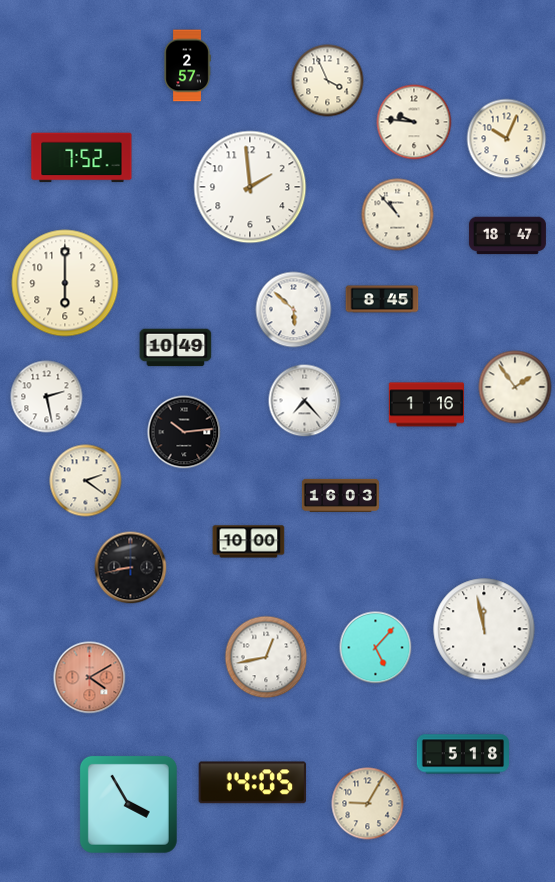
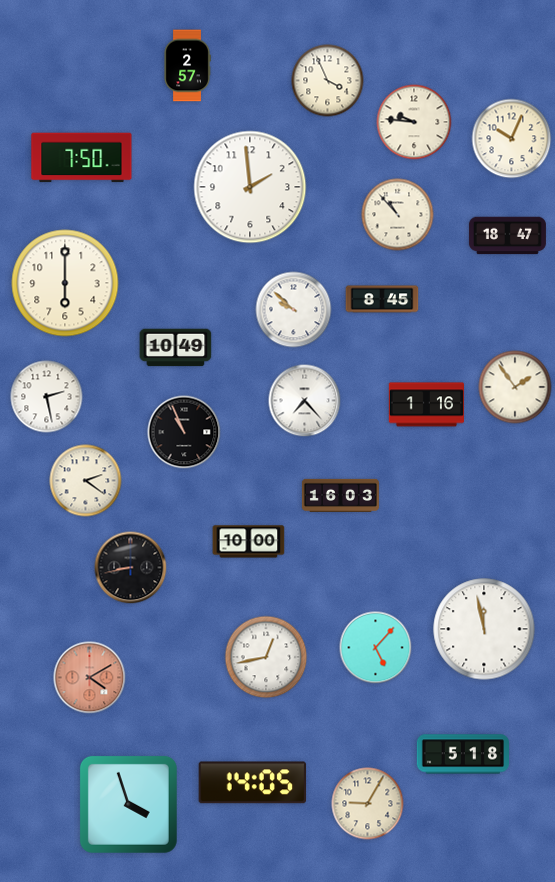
clock at (507, 139) position: (507, 139) -> (512, 139)
clock at (82, 158): 7:52 -> 7:50
clock at (294, 310): 5:52 -> 9:52
clock at (184, 432): 10:14 -> 10:56
clock at (128, 804): 3:55 -> 3:57
